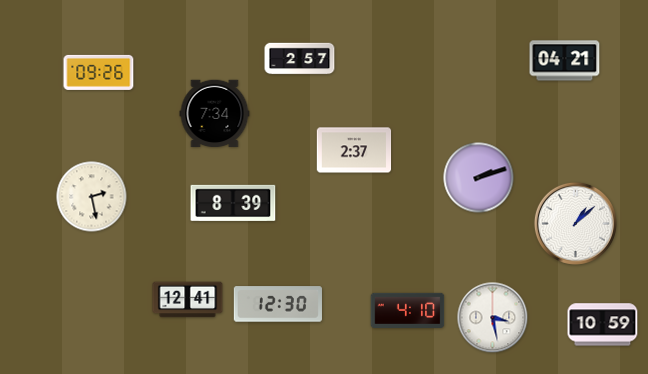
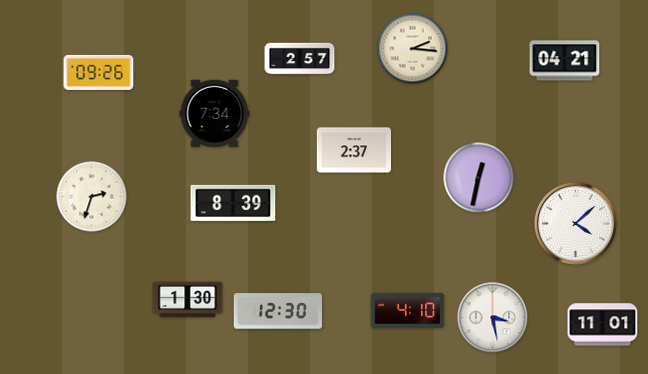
clock at (413, 49): none -> 2:16
clock at (479, 178): 2:12 -> 12:32
clock at (92, 197): 2:28 -> 2:33
clock at (575, 223): 1:08 -> 4:08
clock at (188, 300): 12:41 -> 1:30
clock at (277, 304) position: (277, 304) -> (277, 311)
clock at (603, 325): 10:59 -> 11:01
